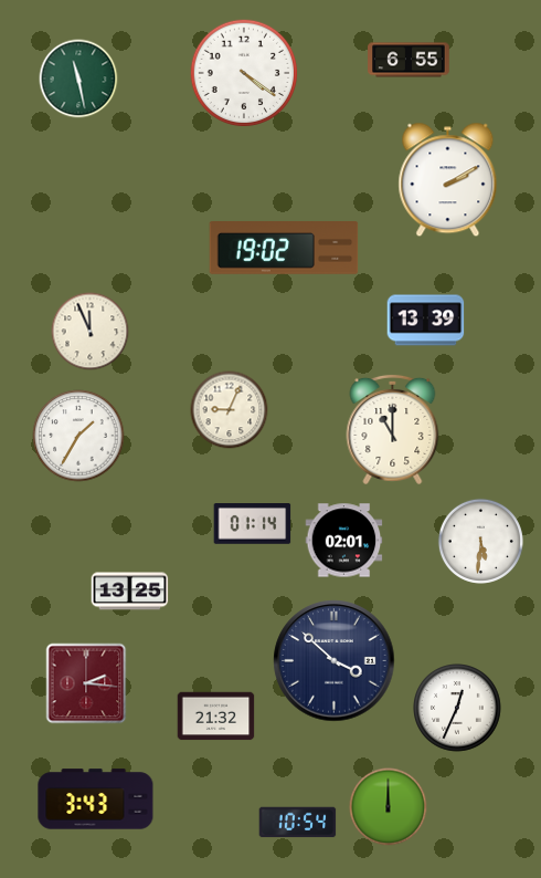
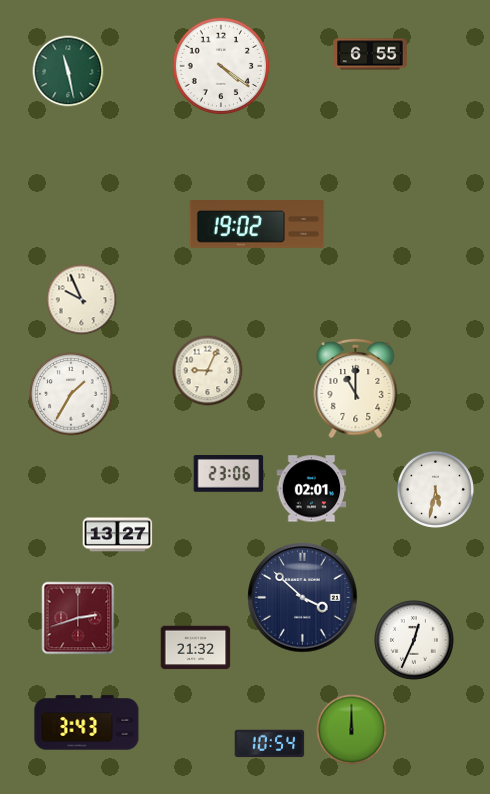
clock at (78, 79) position: (78, 79) -> (68, 71)
clock at (448, 180): 2:10 -> none
clock at (426, 321): 13:39 -> none
clock at (91, 332): 11:56 -> 9:56
clock at (253, 524): 01:14 -> 23:06
clock at (480, 541): 5:31 -> 5:32
clock at (130, 592): 13:25 -> 13:27
clock at (86, 683): 2:16 -> 2:42
